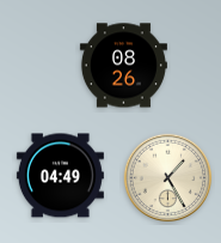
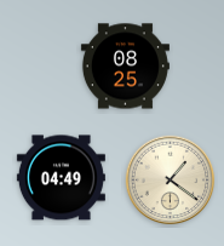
clock at (123, 66): 08:26 -> 08:25
clock at (168, 178): 1:25 -> 1:21
